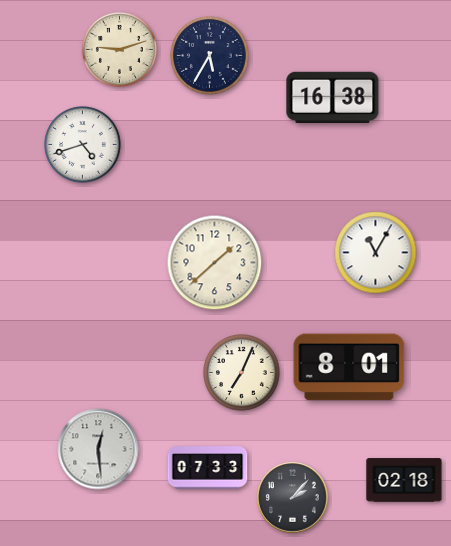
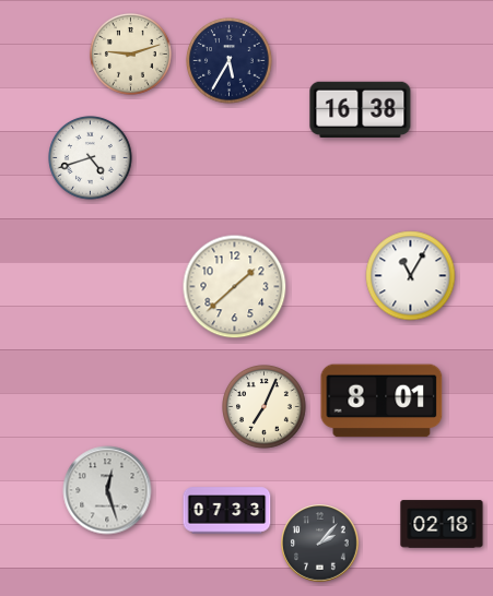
clock at (333, 97) position: (333, 97) -> (361, 109)
clock at (98, 449): 12:29 -> 12:27
